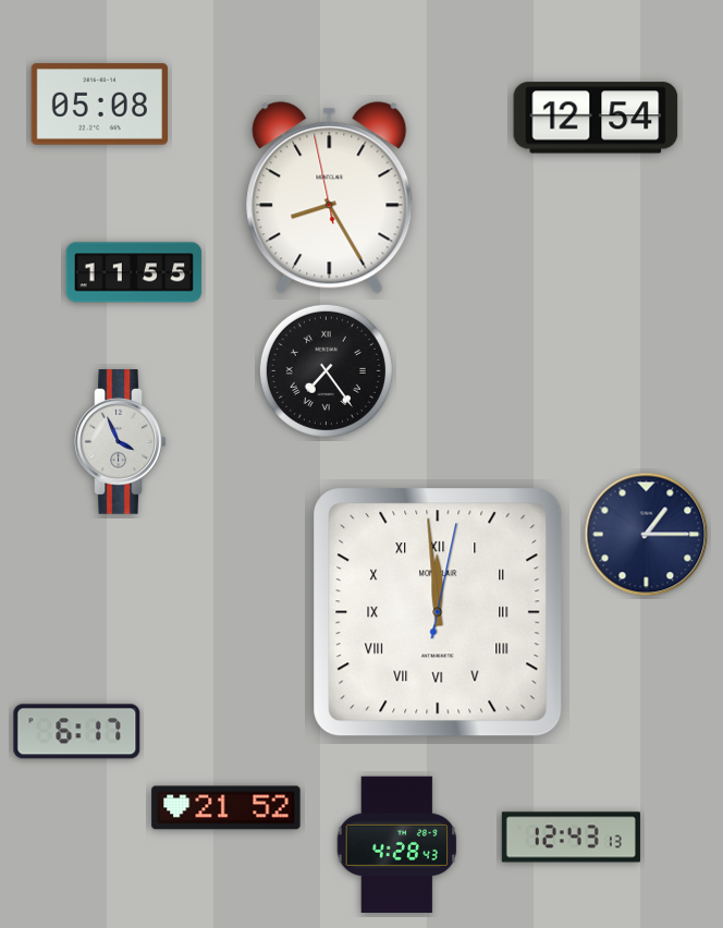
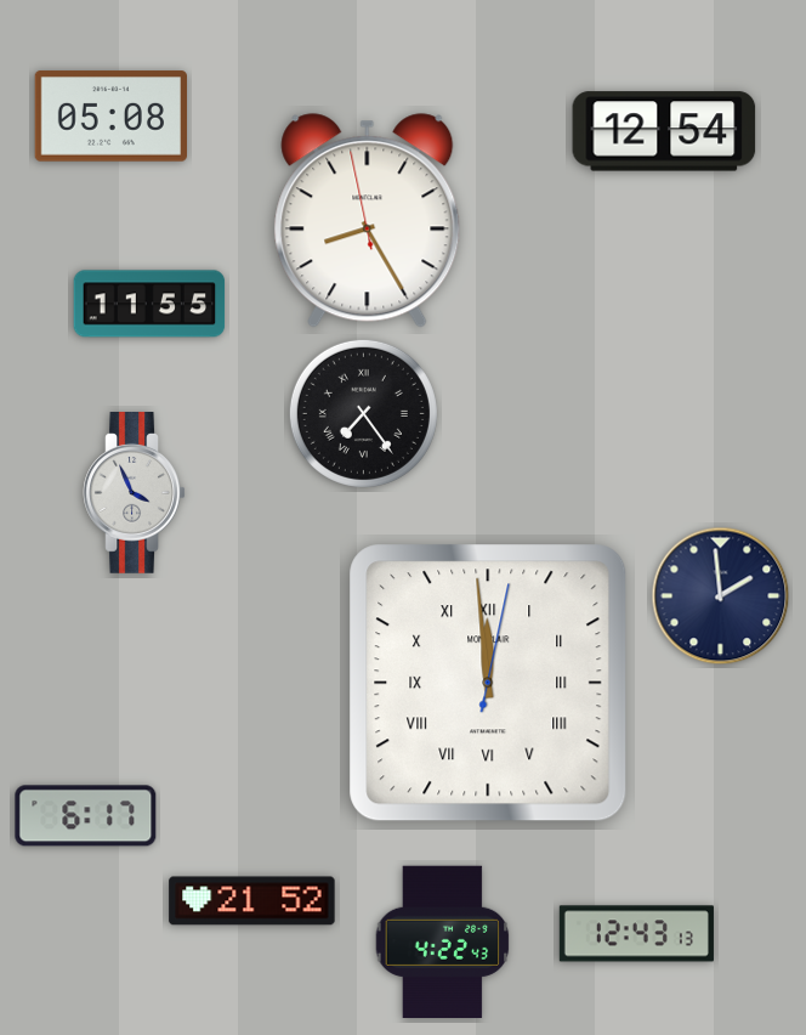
clock at (647, 535): 1:15 -> 1:59
clock at (397, 844): 4:28 -> 4:22
